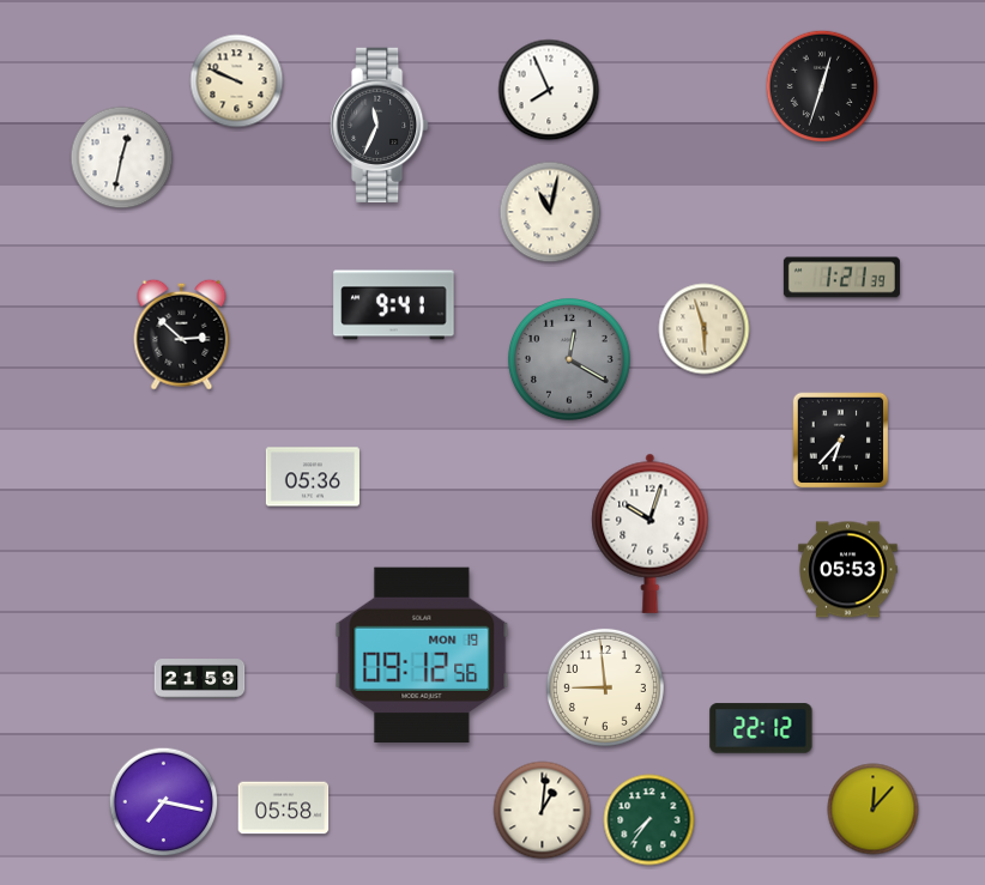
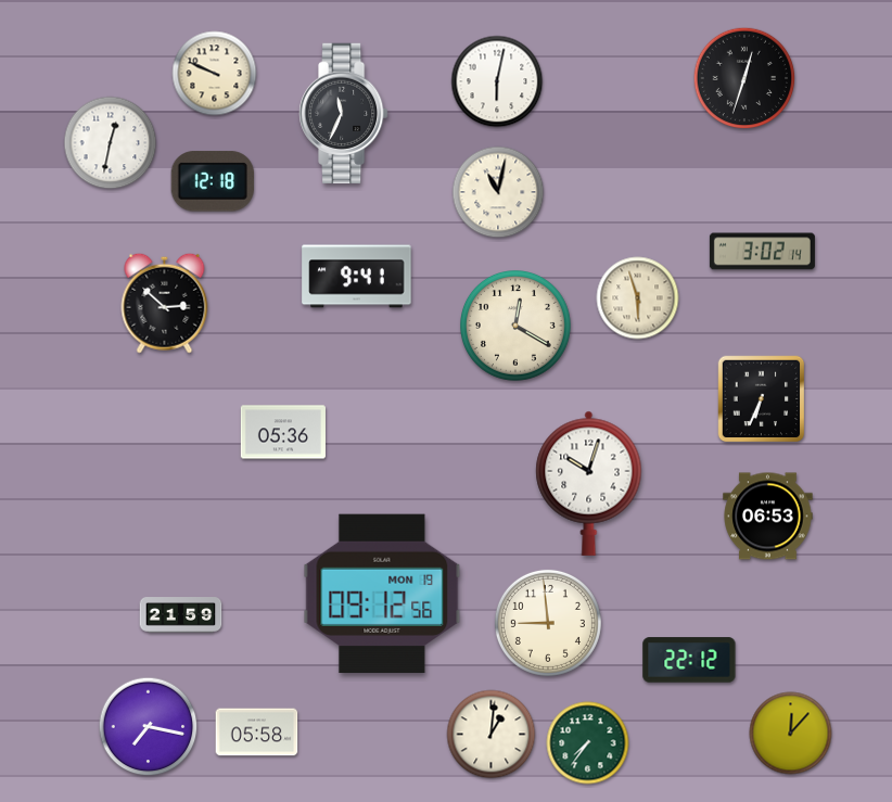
clock at (549, 90): 7:56 -> 6:02
clock at (213, 181): none -> 12:18
clock at (841, 278): 1:21 -> 3:02
clock at (570, 360) dial: grey -> cream
clock at (841, 441): 6:37 -> 6:34
clock at (848, 570): 05:53 -> 06:53
